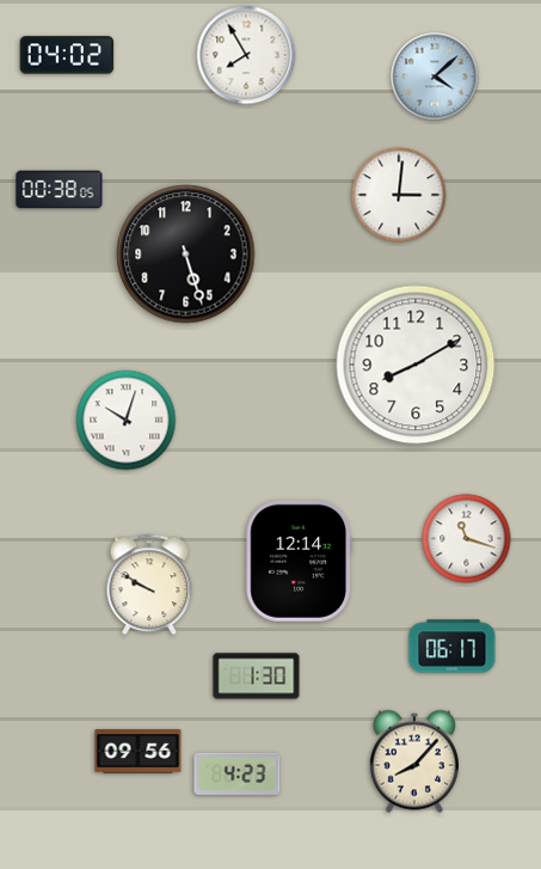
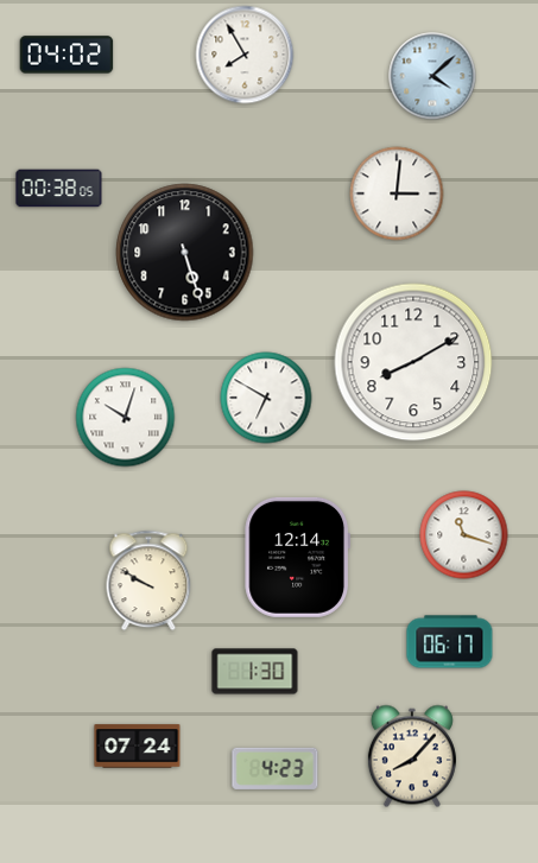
clock at (266, 398): none -> 6:50
clock at (139, 752): 09:56 -> 07:24
clock at (238, 773) position: (238, 773) -> (276, 768)
